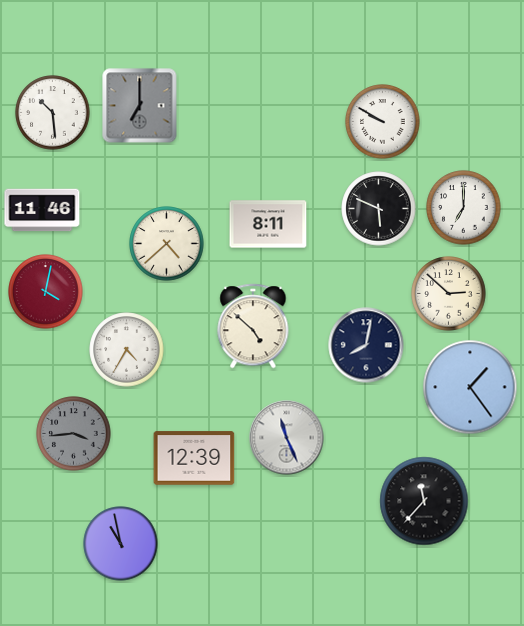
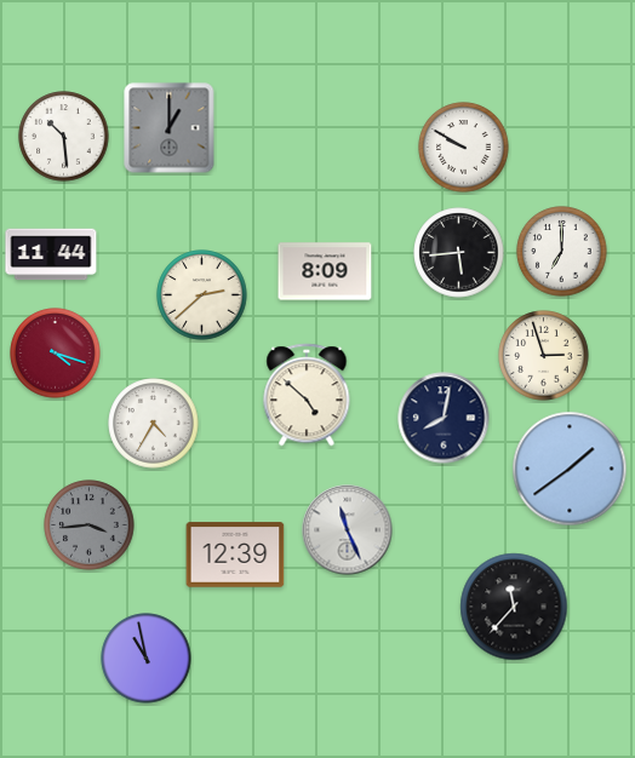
clock at (140, 106): 7:00 -> 1:00
clock at (379, 209): 5:49 -> 5:44
clock at (42, 210): 11:46 -> 11:44
clock at (268, 224): 8:11 -> 8:09
clock at (167, 244): 4:38 -> 2:38
clock at (46, 292): 4:02 -> 4:18
clock at (449, 294): 2:52 -> 2:57
clock at (470, 387): 1:24 -> 1:39
